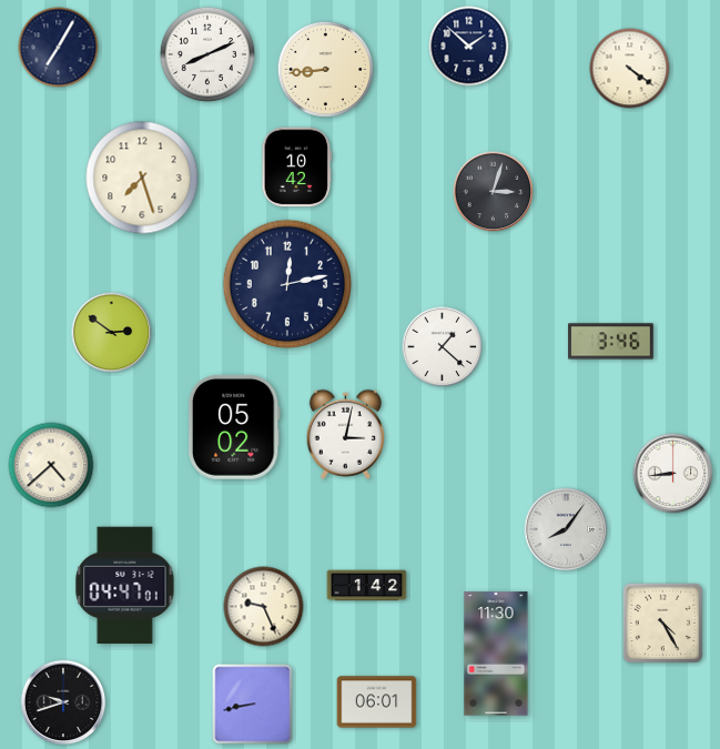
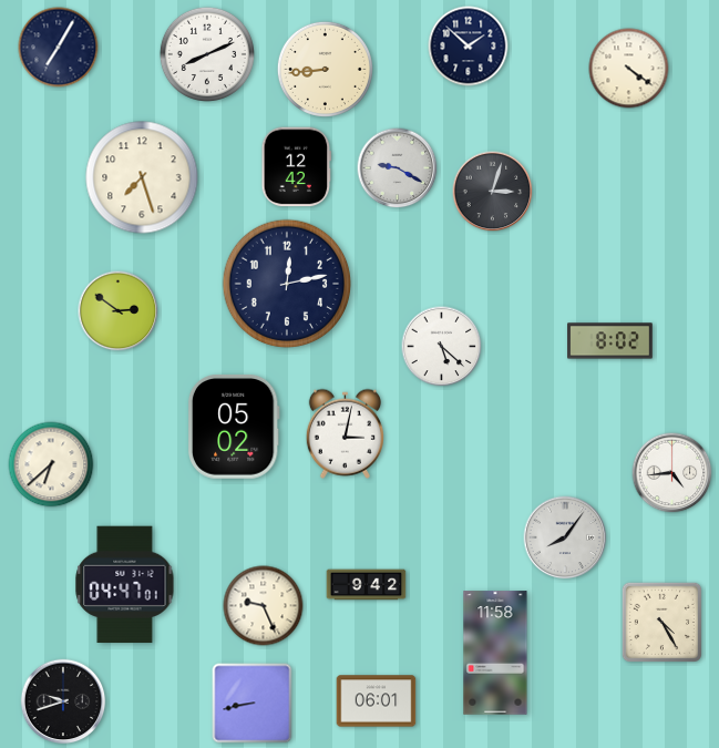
clock at (297, 168): 10:42 -> 12:42
clock at (398, 168): none -> 9:20
clock at (112, 333) position: (112, 333) -> (119, 311)
clock at (611, 342): 3:46 -> 8:02
clock at (443, 347): 1:22 -> 5:22
clock at (51, 465): 4:38 -> 6:38
clock at (673, 474): 8:44 -> 4:44
clock at (566, 529) position: (566, 529) -> (565, 537)
clock at (367, 586): 1:42 -> 9:42
clock at (496, 654): 11:30 -> 11:58
